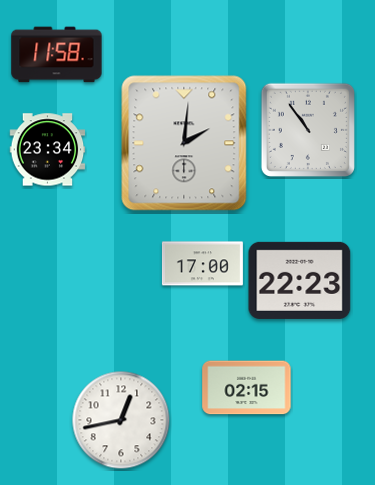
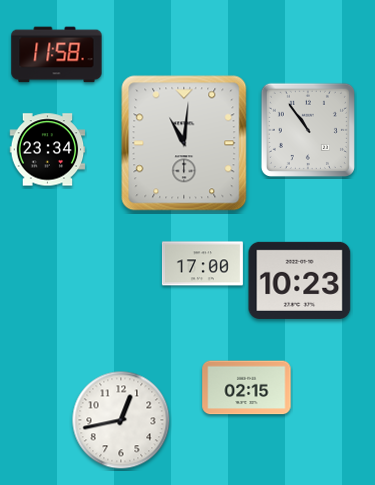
clock at (184, 143): 2:01 -> 11:01
clock at (300, 280): 22:23 -> 10:23
